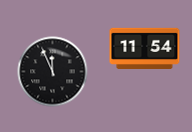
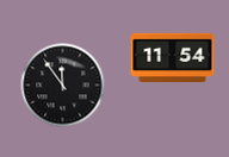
clock at (53, 72): 11:56 -> 11:54
